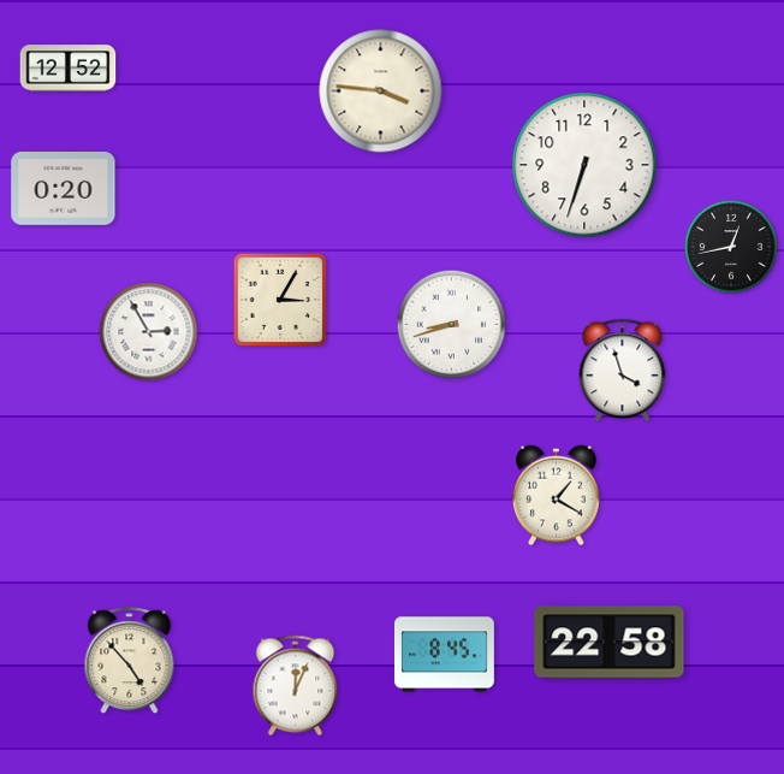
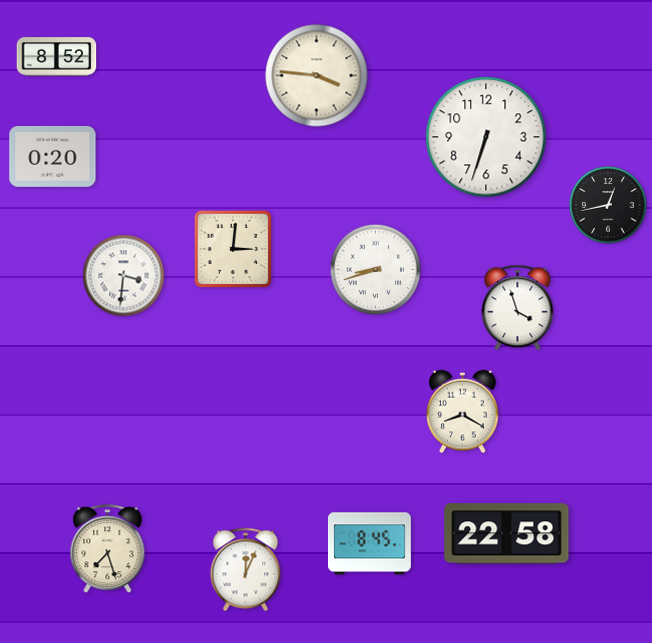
clock at (69, 69): 12:52 -> 8:52
clock at (280, 300): 3:05 -> 3:01
clock at (149, 332): 2:55 -> 3:31
clock at (557, 496): 1:20 -> 8:20
clock at (130, 661): 4:53 -> 7:27
